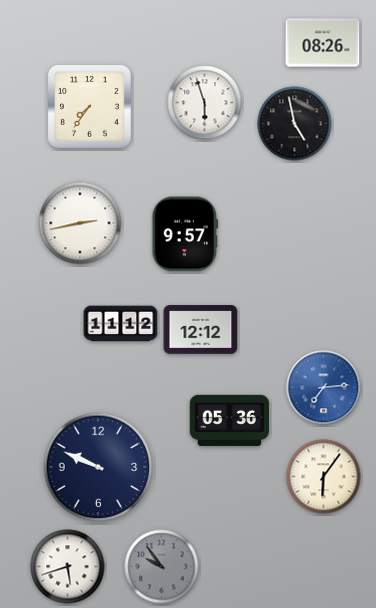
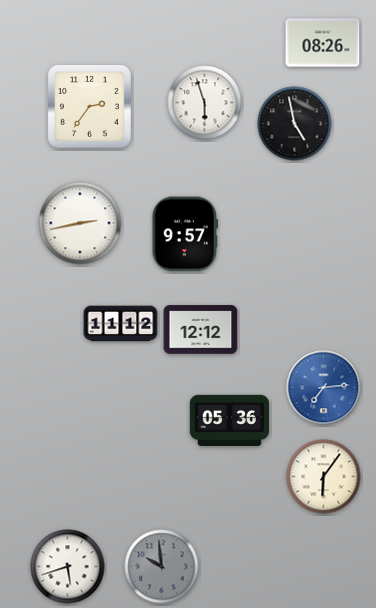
clock at (89, 106): 7:36 -> 2:36
clock at (98, 467): 9:49 -> none
clock at (162, 567): 9:54 -> 9:59
